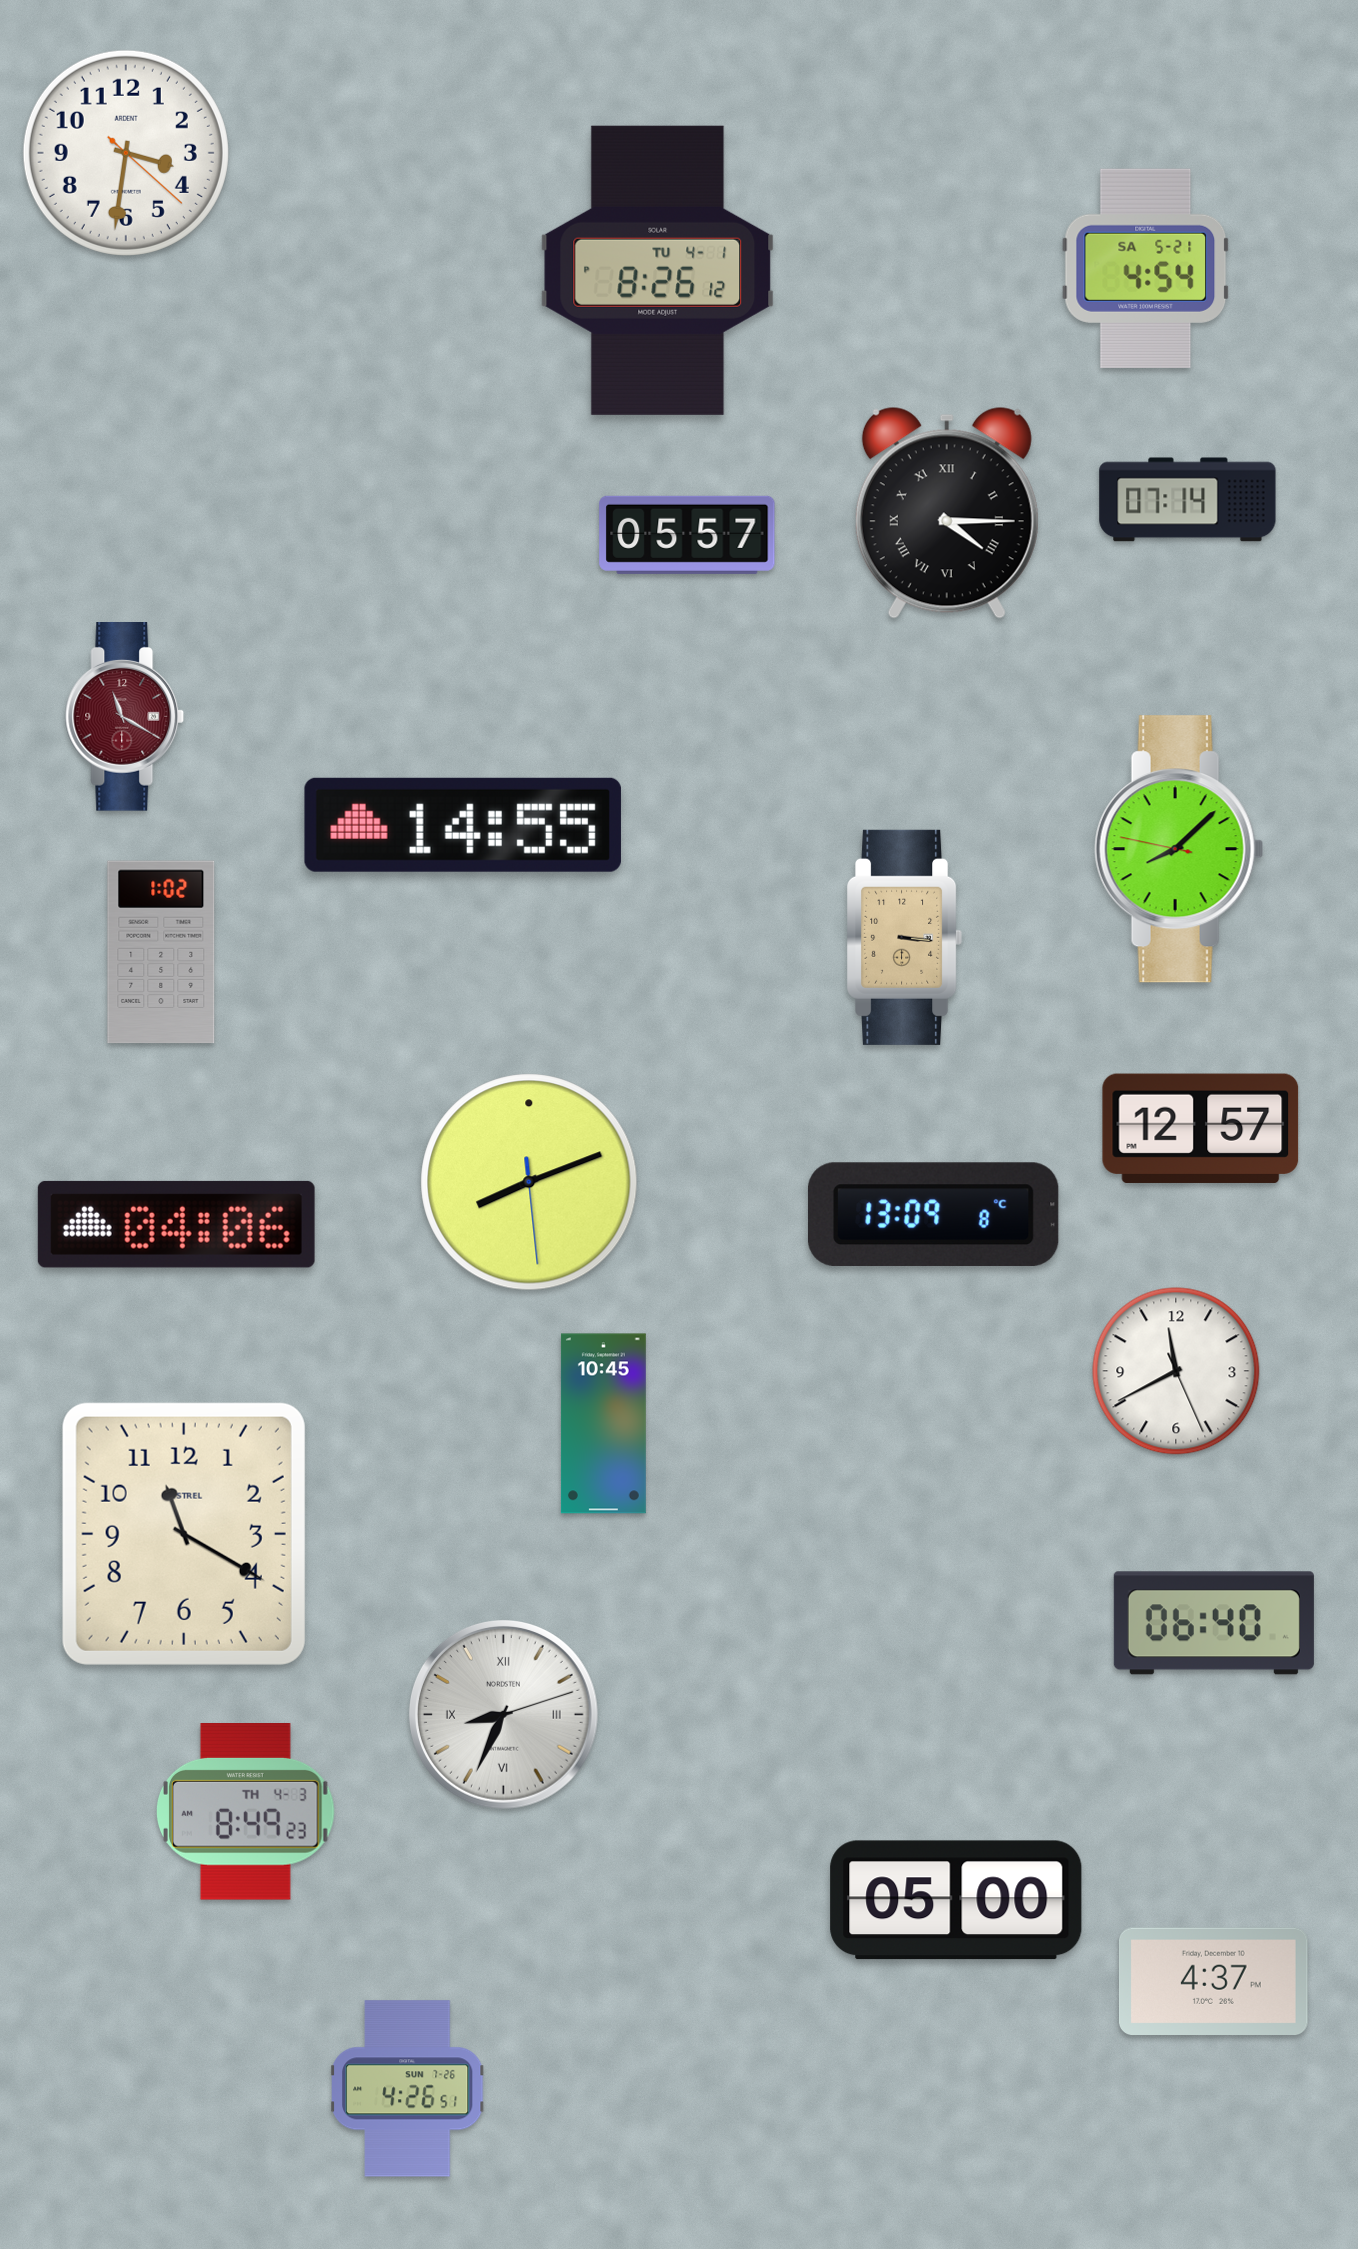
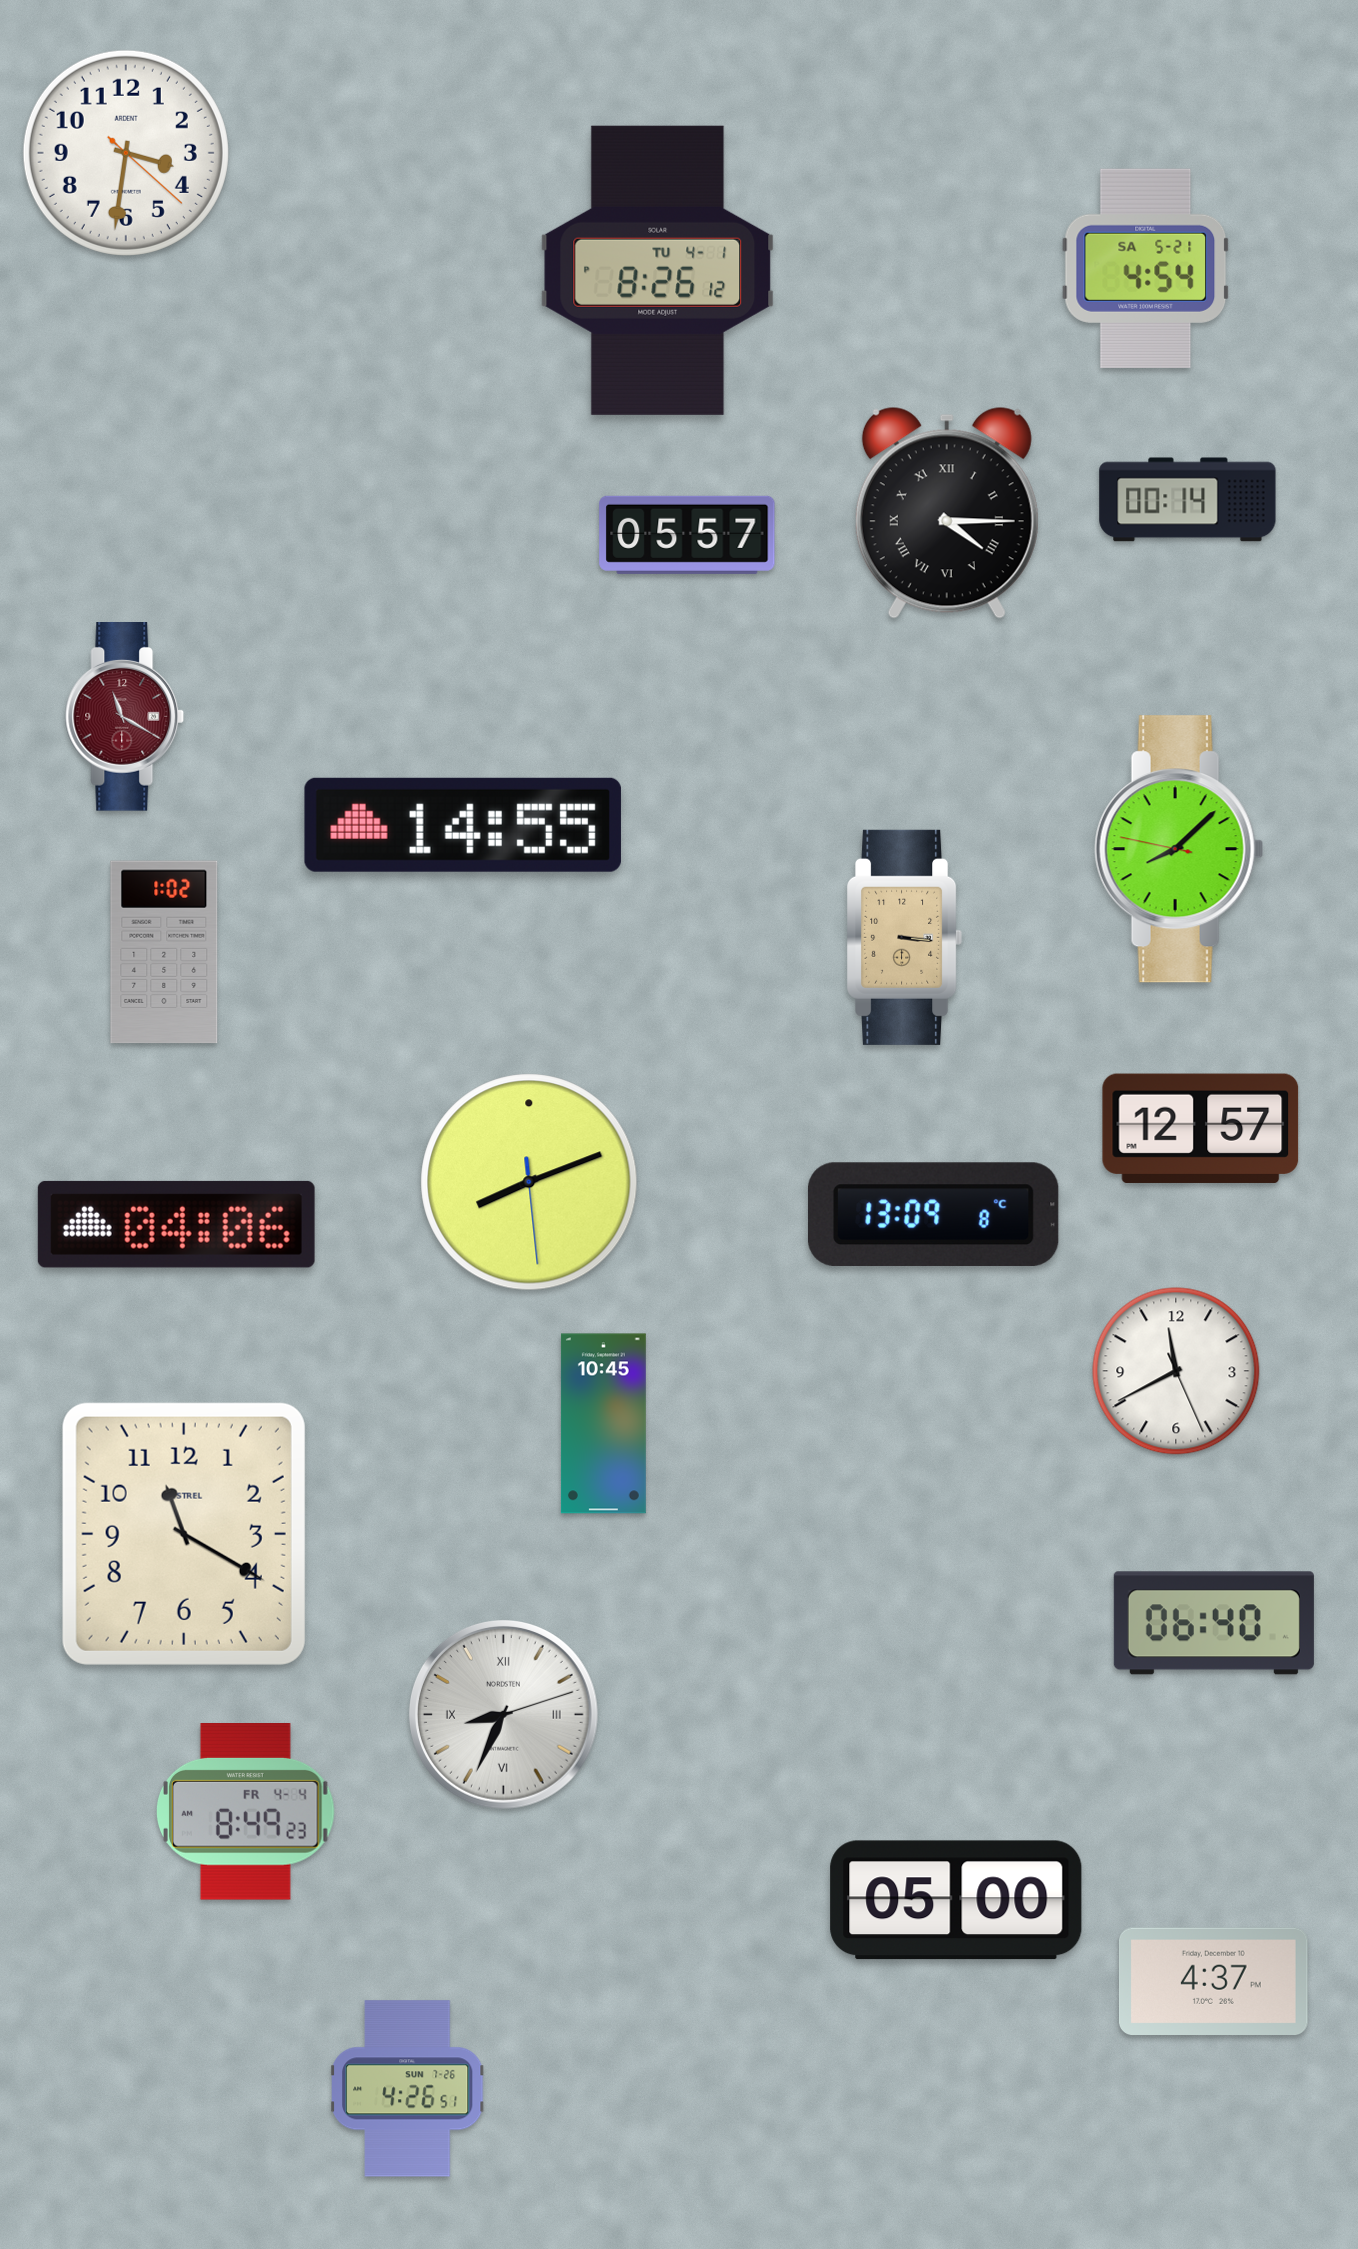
clock at (1188, 500): 07:14 -> 00:14
clock at (161, 952) position: (161, 952) -> (164, 952)
clock at (246, 1812) date: TH 4-3 -> FR 4-4
